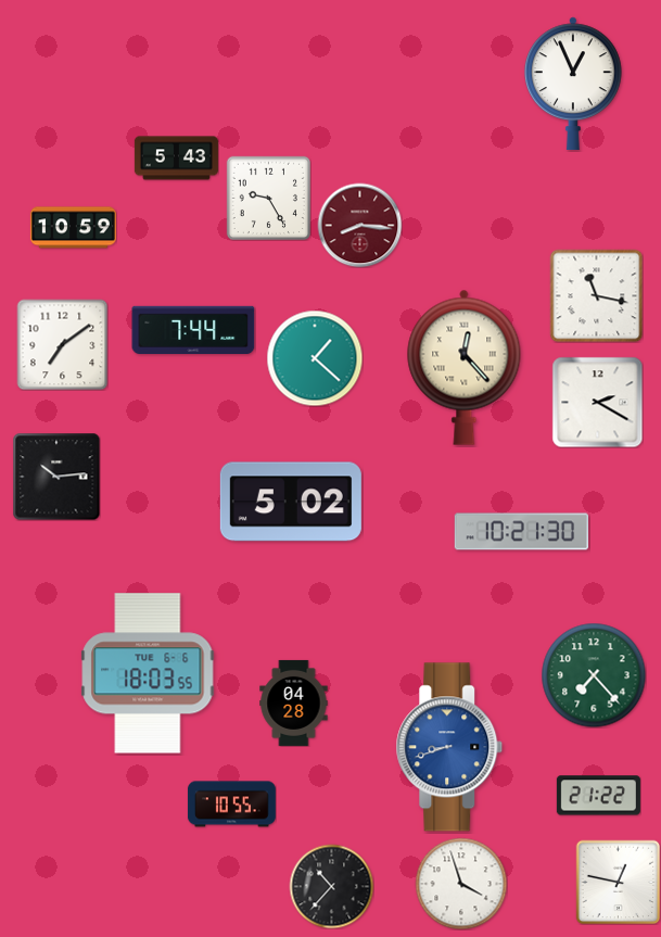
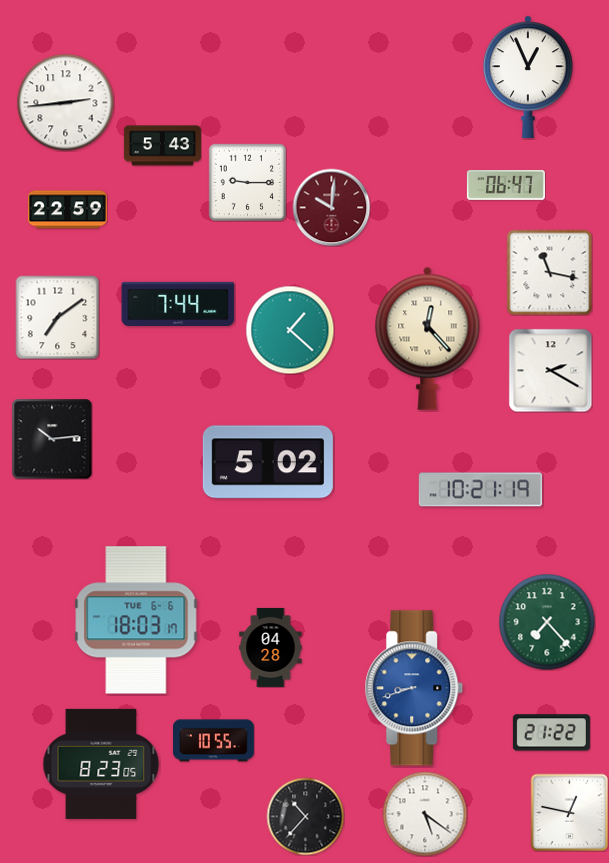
clock at (65, 102): none -> 2:44
clock at (268, 198): 9:25 -> 9:15
clock at (506, 186): none -> 06:47
clock at (359, 225): 8:16 -> 10:01
clock at (73, 228): 10:59 -> 22:59
clock at (522, 532): 10:21:30 -> 10:21:19
clock at (148, 673): 18:03:55 -> 18:03:17
clock at (101, 764): none -> 8:23
clock at (461, 884): 3:57 -> 5:21
